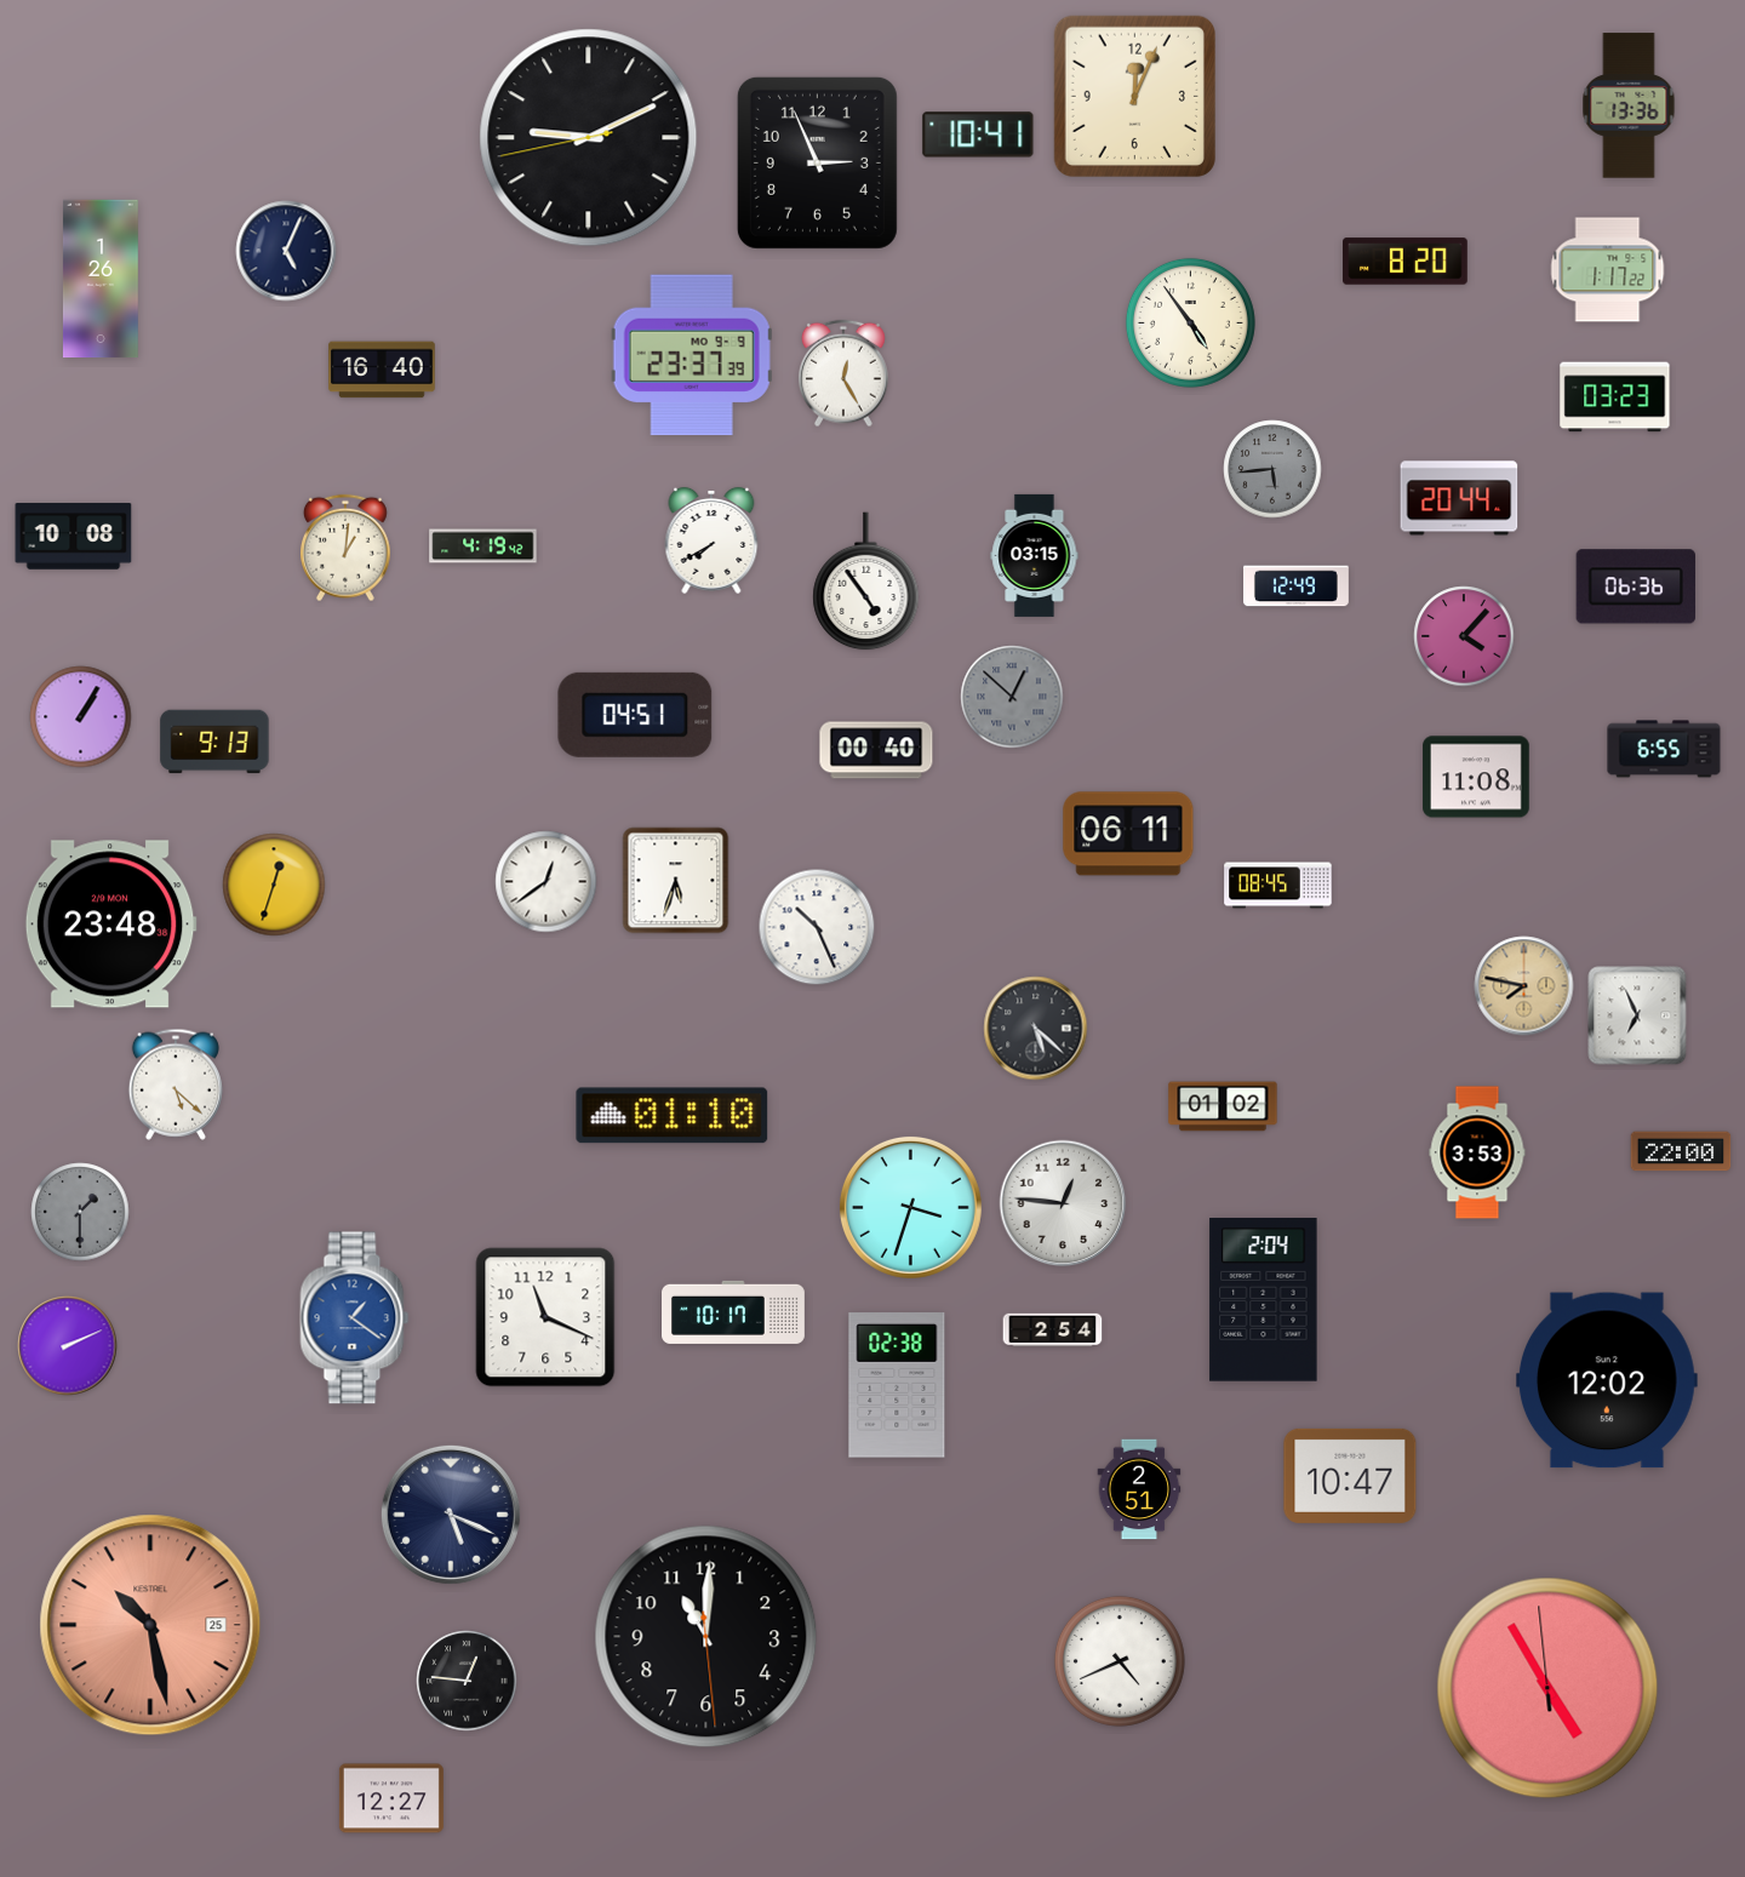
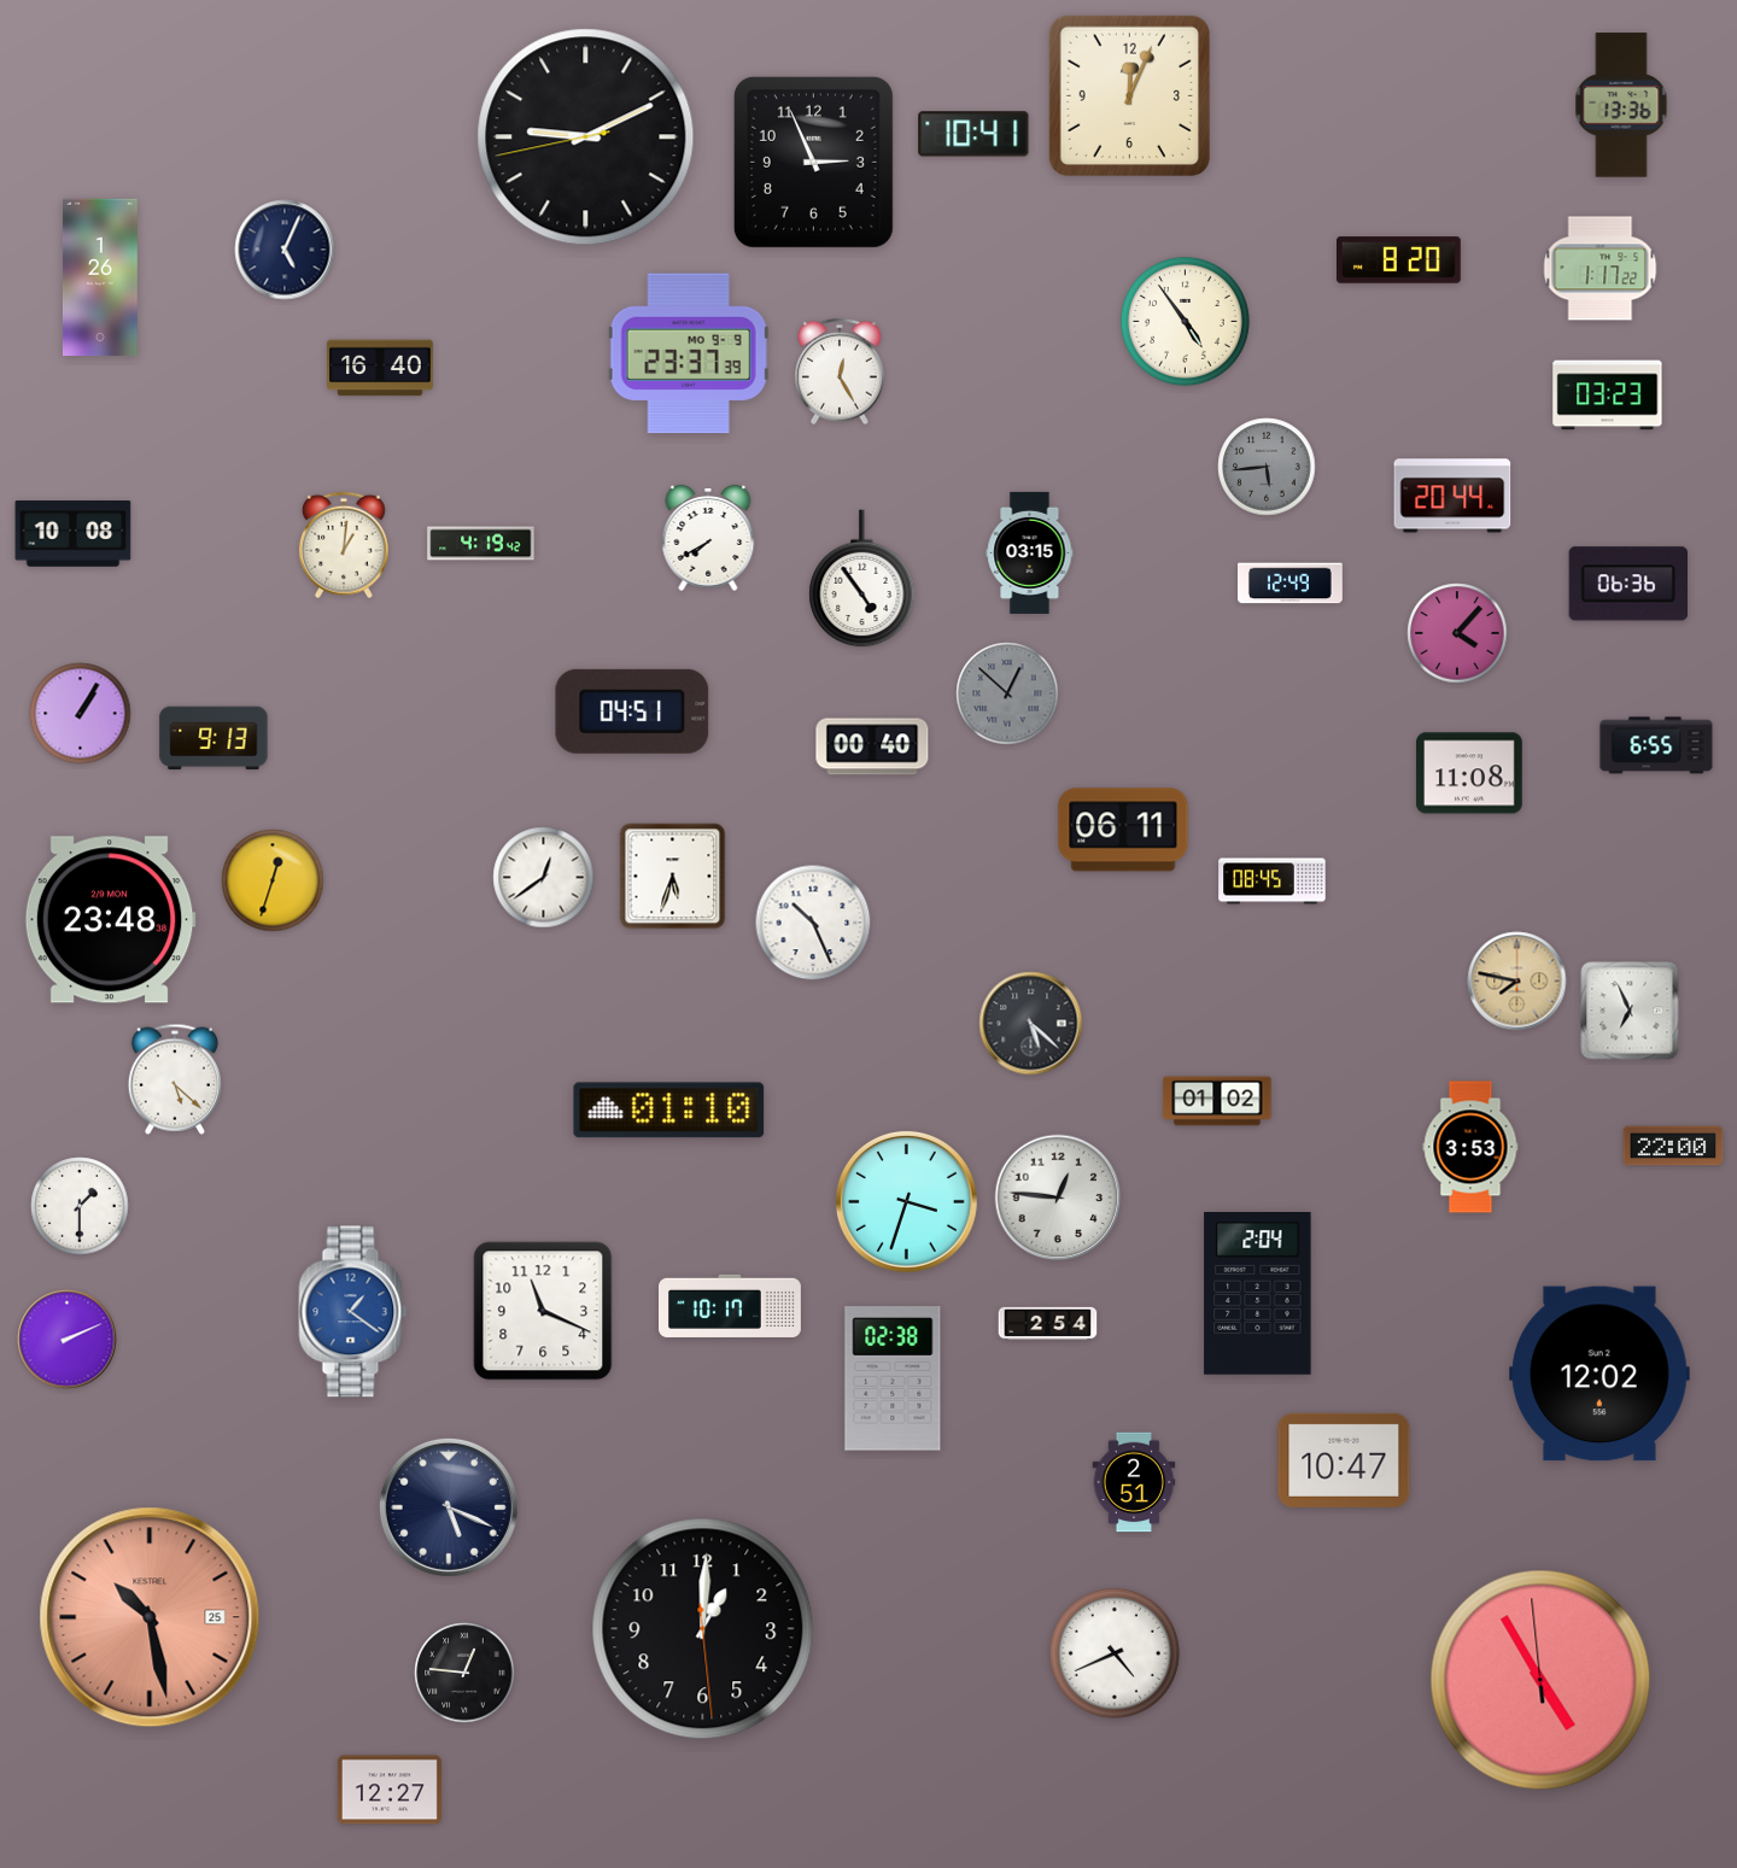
clock at (80, 1212) dial: grey -> white
clock at (1350, 1476) position: (1350, 1476) -> (1344, 1460)
clock at (706, 1637): 11:00 -> 1:00
